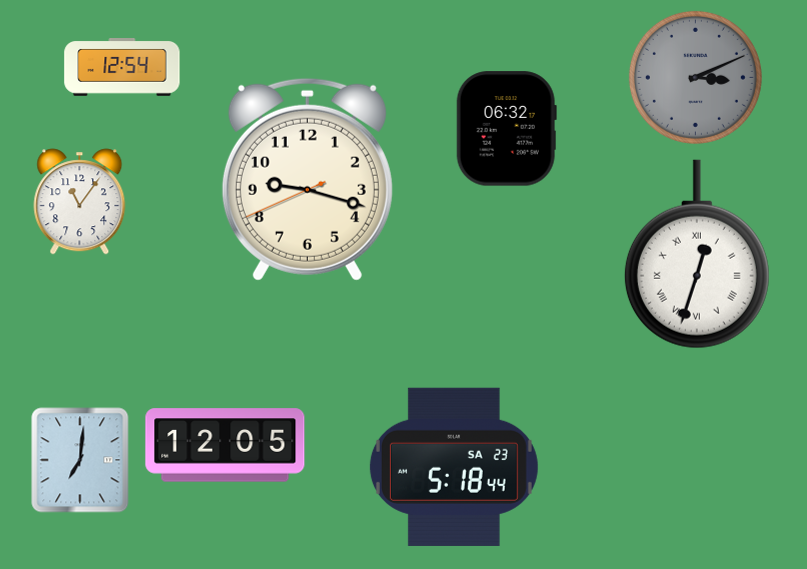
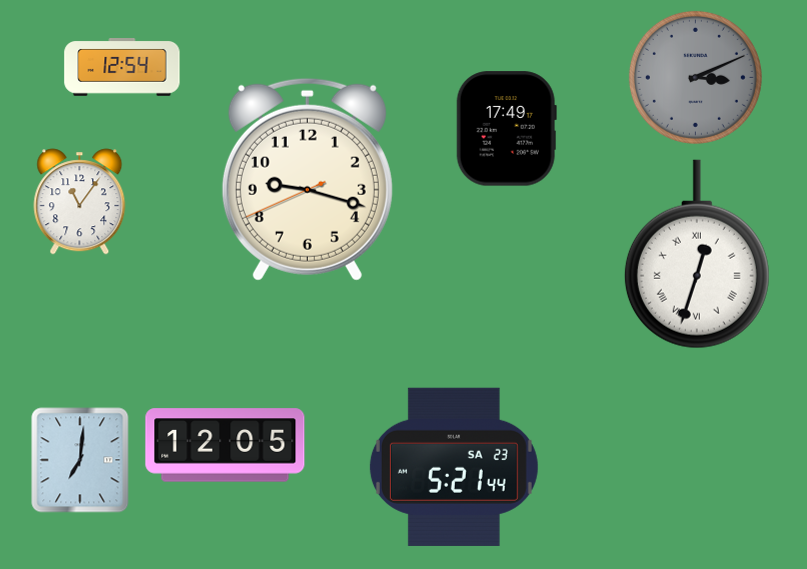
clock at (506, 129): 06:32 -> 17:49
clock at (454, 467): 5:18 -> 5:21
